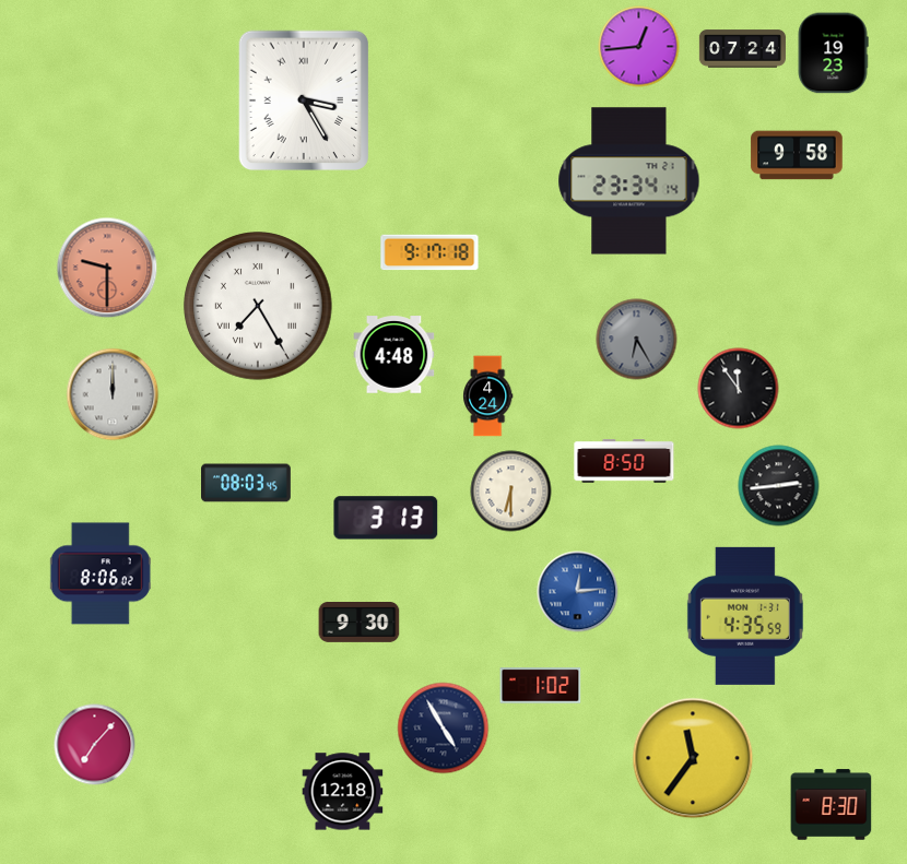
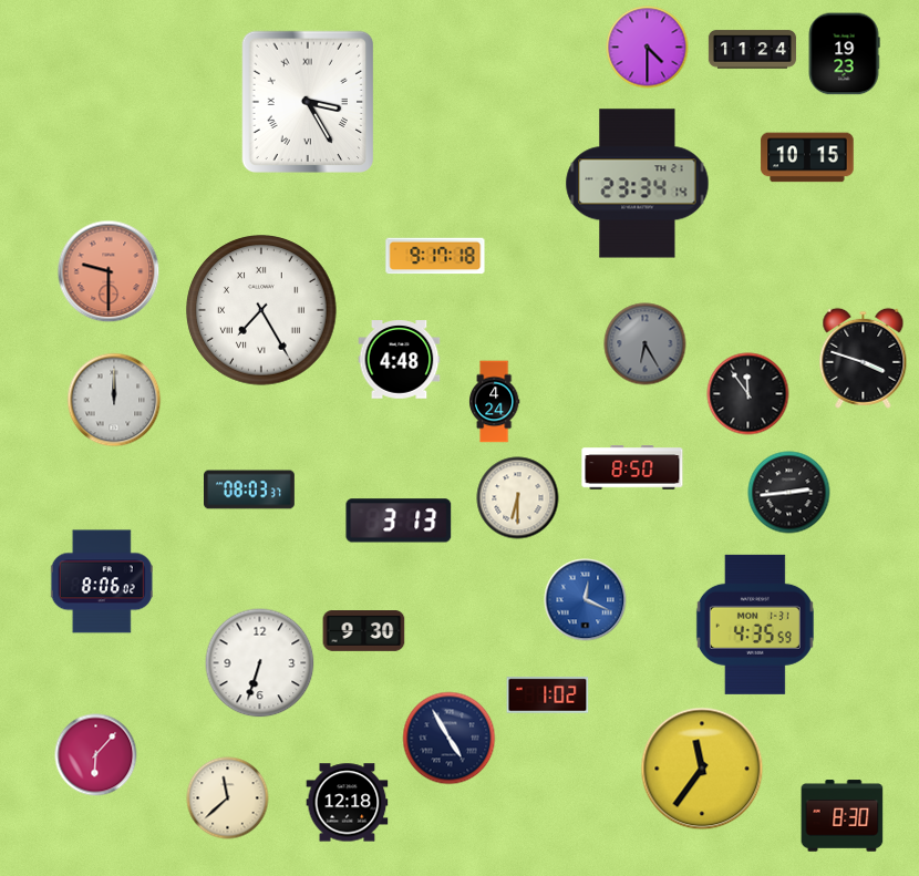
clock at (639, 47): 12:44 -> 4:30
clock at (742, 49): 07:24 -> 11:24
clock at (797, 155): 9:58 -> 10:15
clock at (864, 358): none -> 3:48
clock at (247, 483): 08:03:45 -> 08:03:37
clock at (386, 518) position: (386, 518) -> (399, 521)
clock at (578, 592): 12:14 -> 12:19
clock at (260, 663): none -> 6:33
clock at (95, 745): 7:07 -> 6:07
clock at (228, 798): none -> 11:38
